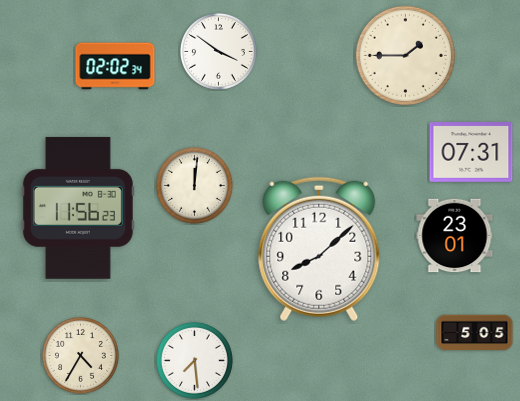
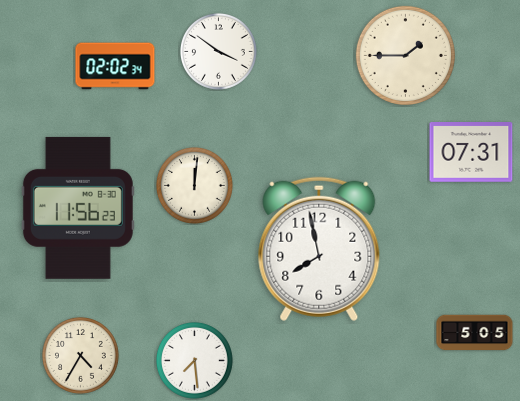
clock at (455, 236): 23:01 -> none
clock at (319, 249): 8:08 -> 7:58
